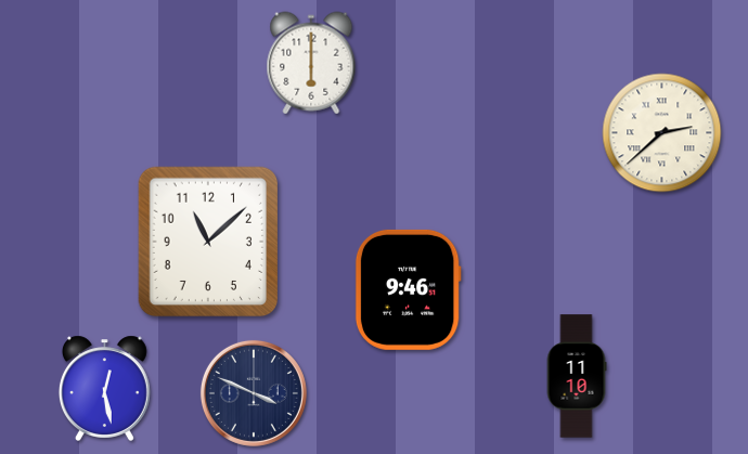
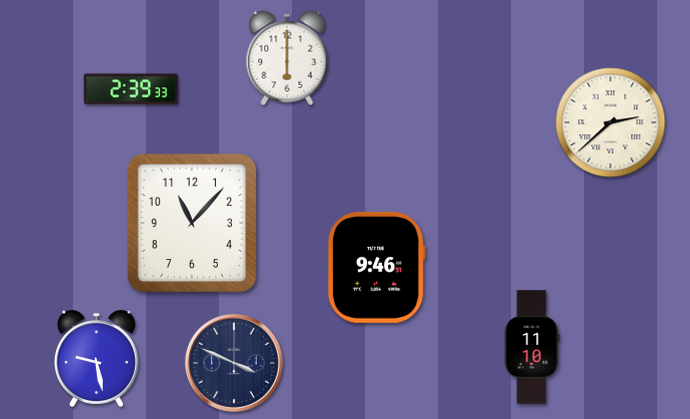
clock at (131, 89): none -> 2:39
clock at (207, 242): 11:08 -> 11:07
clock at (104, 388): 12:28 -> 9:28
